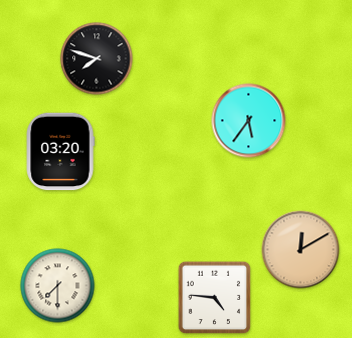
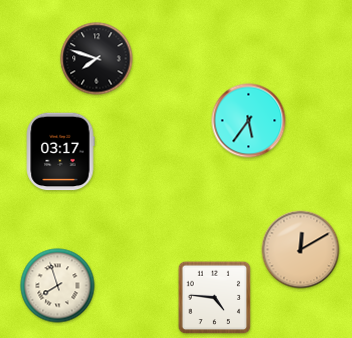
clock at (60, 152): 03:20 -> 03:17
clock at (58, 286): 7:30 -> 7:57
